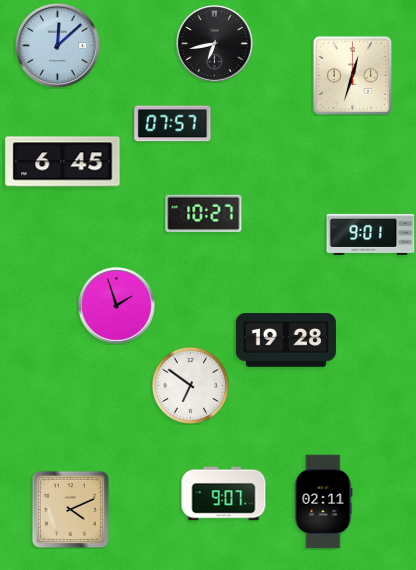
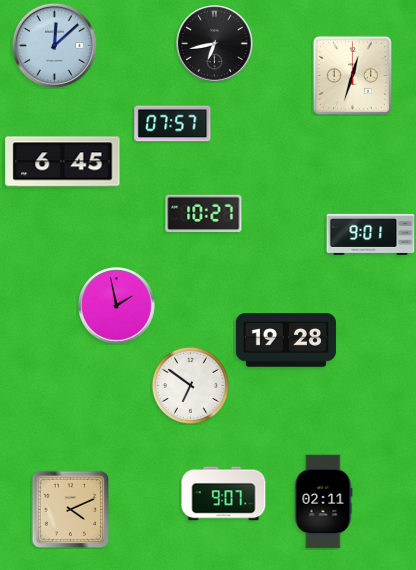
clock at (57, 45) position: (57, 45) -> (54, 45)
clock at (117, 306): 1:57 -> 1:58
